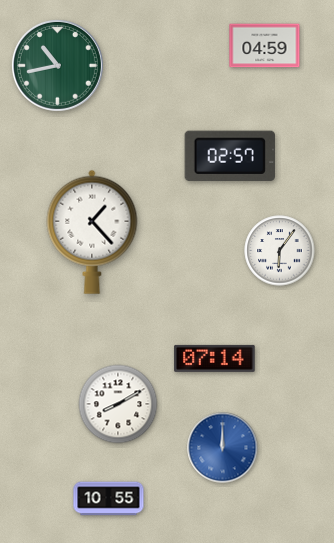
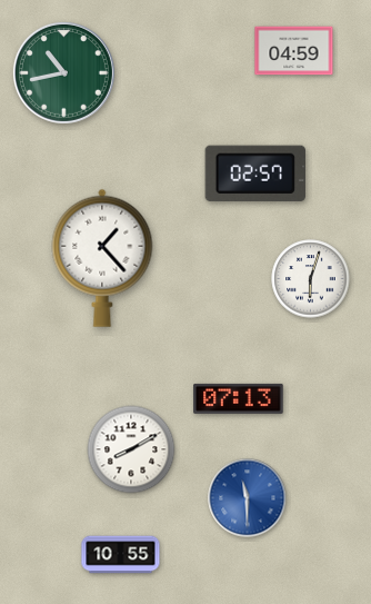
clock at (280, 251): 6:06 -> 6:03
clock at (215, 358): 07:14 -> 07:13
clock at (223, 448): 12:00 -> 11:30
